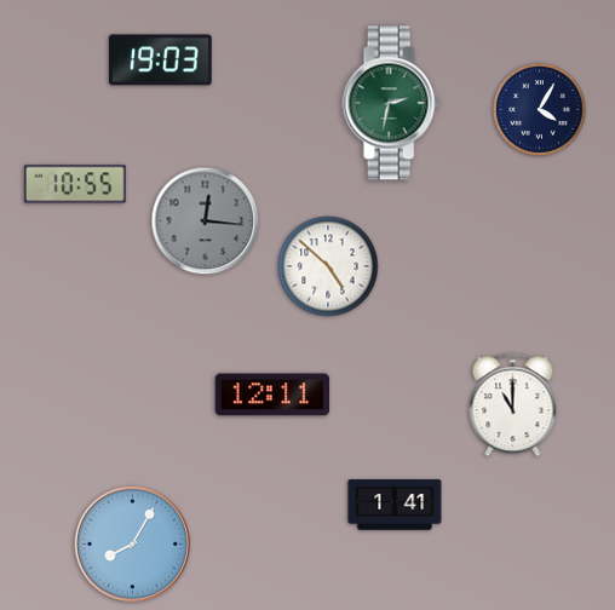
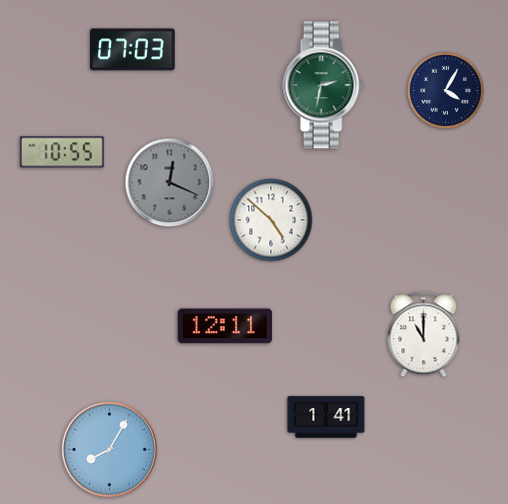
clock at (161, 61): 19:03 -> 07:03
clock at (206, 221): 12:16 -> 12:19
